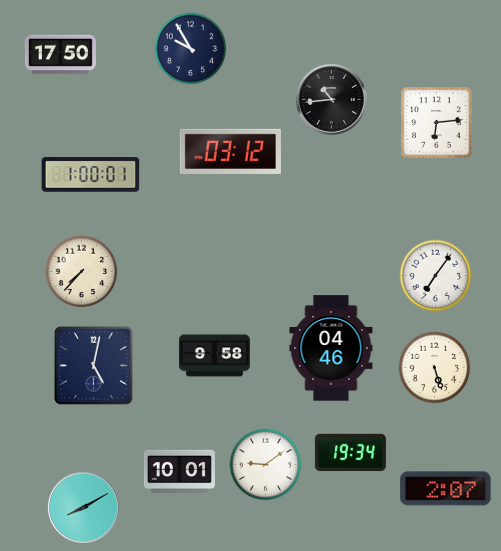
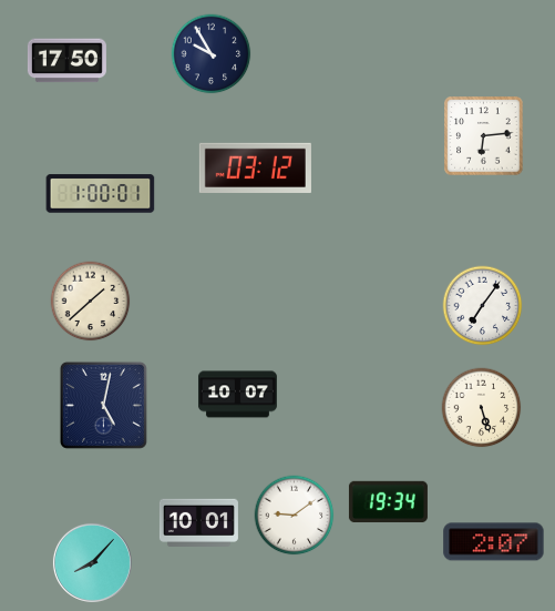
clock at (331, 99): 10:44 -> none
clock at (82, 272): 7:37 -> 1:38
clock at (331, 348): 04:46 -> none
clock at (214, 356): 9:58 -> 10:07
clock at (83, 507): 8:10 -> 8:07
